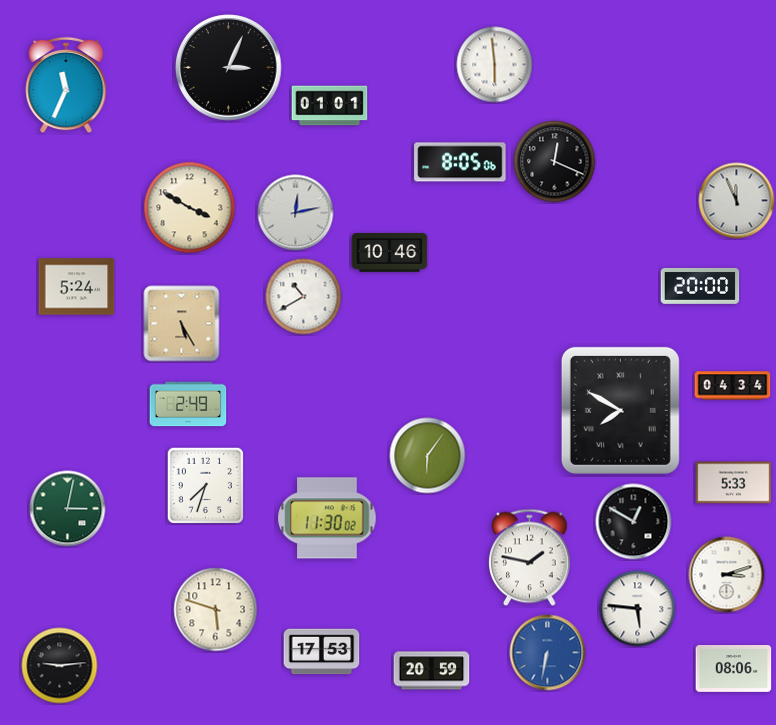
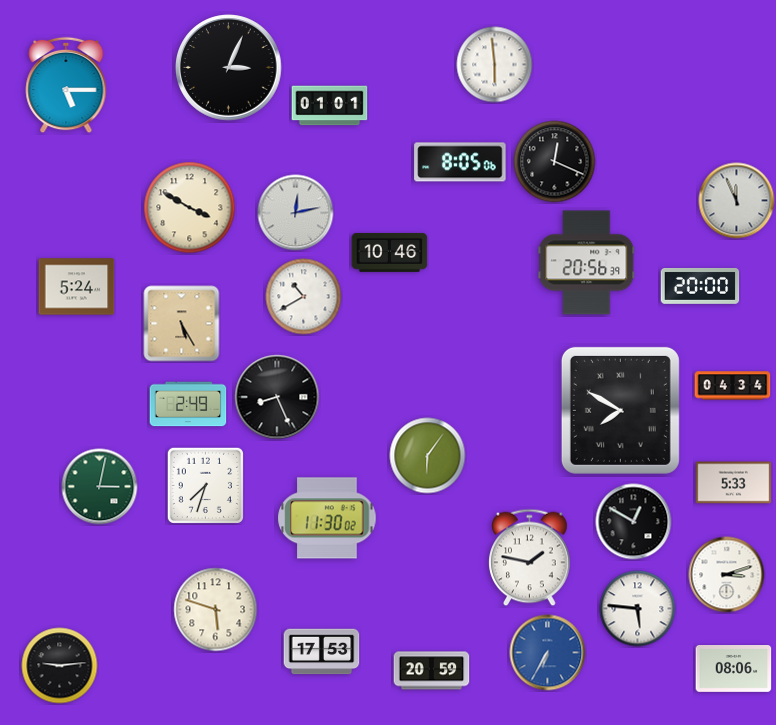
clock at (66, 85): 11:34 -> 5:15
clock at (587, 263): none -> 20:56
clock at (277, 397): none -> 8:26
clock at (68, 509) position: (68, 509) -> (100, 487)
clock at (548, 653): 6:32 -> 6:35
